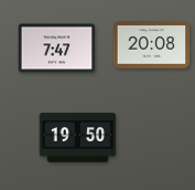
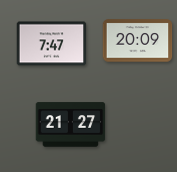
clock at (152, 45): 20:08 -> 20:09
clock at (78, 138): 19:50 -> 21:27
